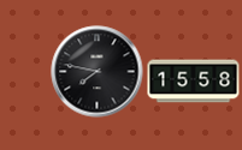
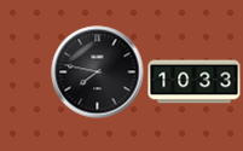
clock at (194, 82): 15:58 -> 10:33
